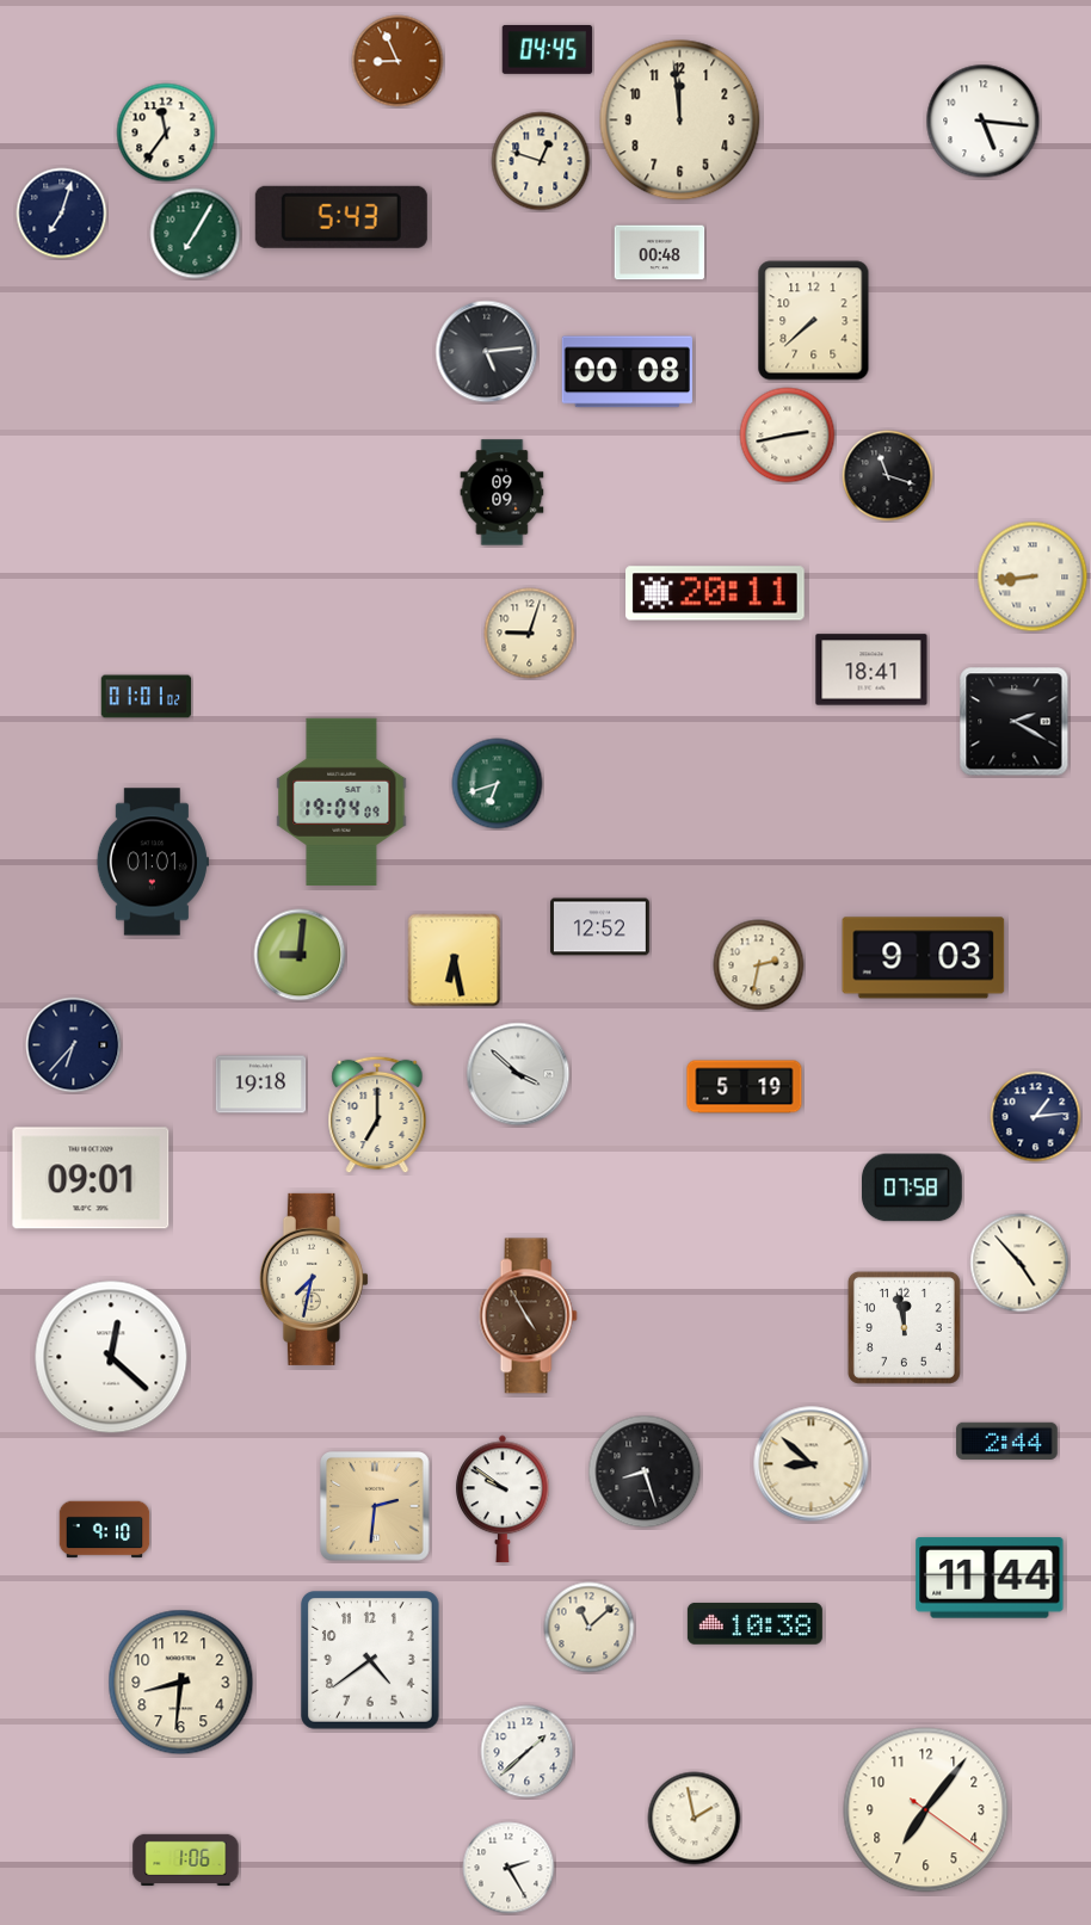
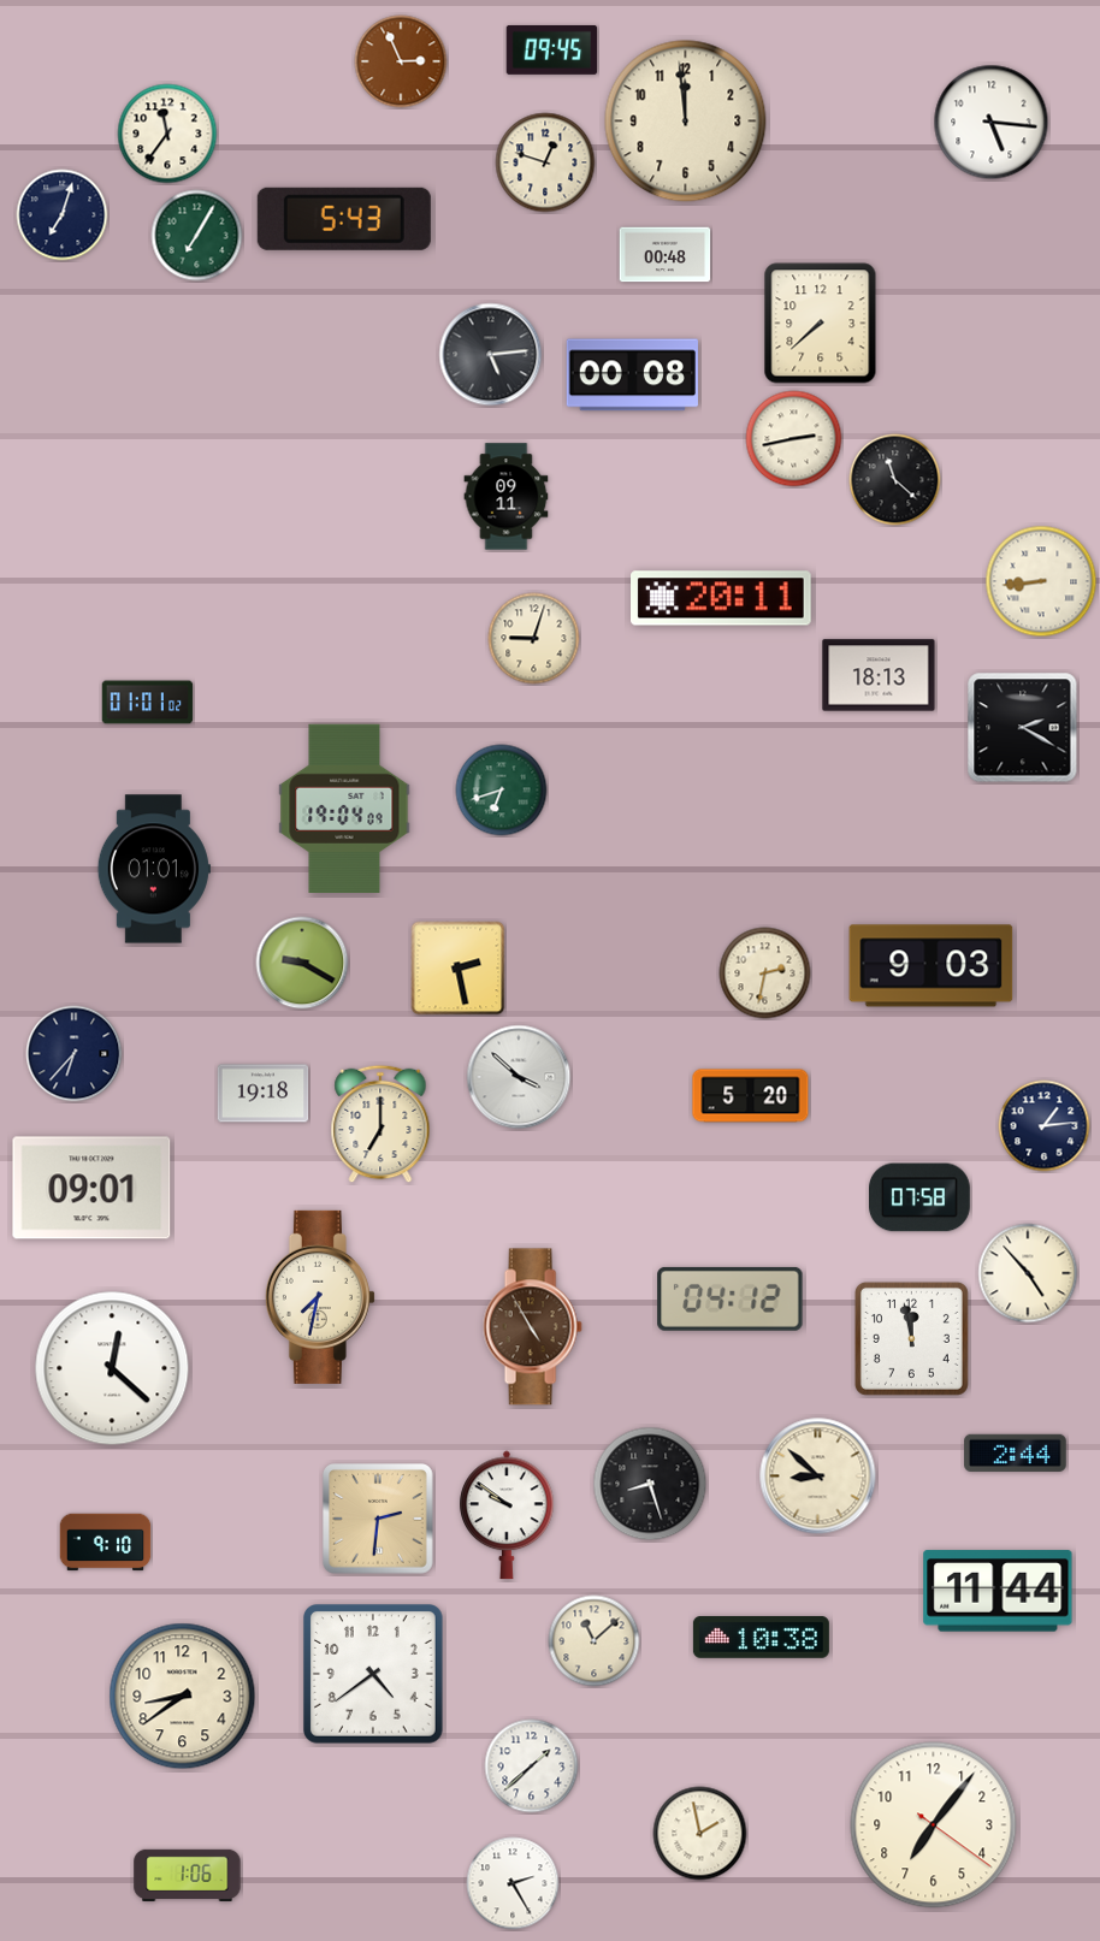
clock at (548, 50): 04:45 -> 09:45
clock at (397, 61): 8:56 -> 2:56
clock at (888, 476): 11:18 -> 11:22
clock at (503, 493): 09:09 -> 09:11
clock at (871, 670): 18:41 -> 18:13
clock at (600, 927): 12:52 -> none
clock at (300, 955): 9:01 -> 9:20
clock at (455, 961): 6:28 -> 2:28
clock at (518, 1074) position: (518, 1074) -> (519, 1077)
clock at (745, 1087): 5:19 -> 5:20
clock at (314, 1279) position: (314, 1279) -> (320, 1297)
clock at (731, 1298): none -> 04:12
clock at (503, 1499) position: (503, 1499) -> (507, 1515)
clock at (181, 1683): 8:31 -> 8:39
